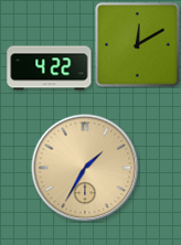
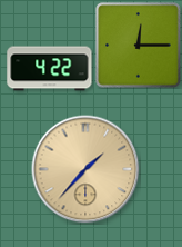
clock at (138, 45): 12:10 -> 12:15
clock at (85, 168): 1:35 -> 1:37
